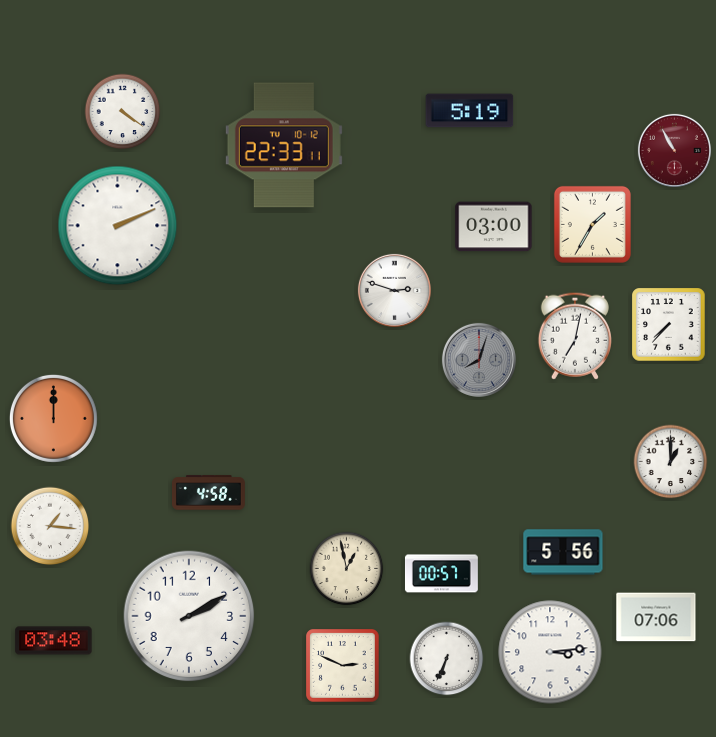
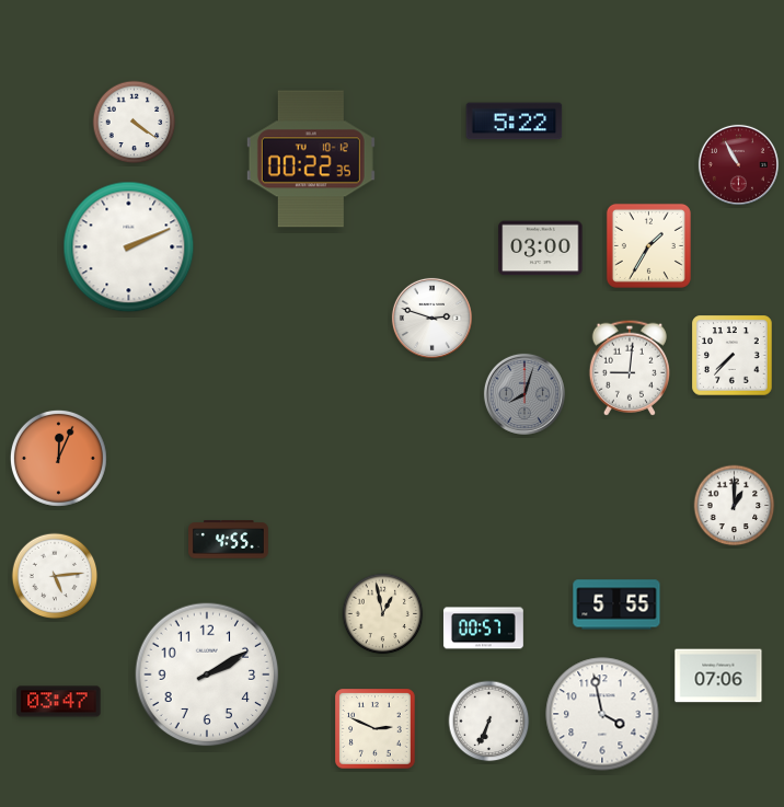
clock at (470, 111): 5:19 -> 5:22
clock at (284, 145): 22:33 -> 00:22
clock at (575, 336): 7:02 -> 9:01
clock at (53, 418): 12:00 -> 12:04
clock at (209, 493): 4:58 -> 4:55
clock at (50, 526): 1:16 -> 5:14
clock at (563, 552): 5:56 -> 5:55
clock at (347, 569) position: (347, 569) -> (383, 614)
clock at (54, 641): 03:48 -> 03:47
clock at (550, 652): 3:14 -> 3:58
